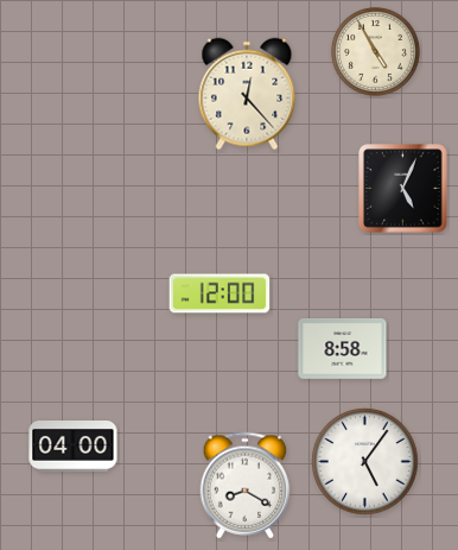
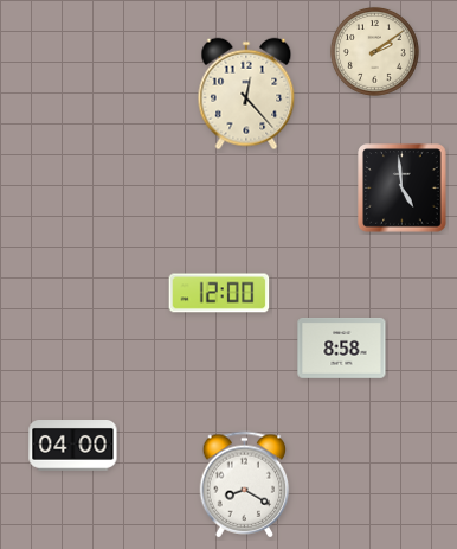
clock at (375, 51): 4:55 -> 2:09
clock at (403, 189): 5:04 -> 4:59
clock at (365, 462): 5:06 -> none
